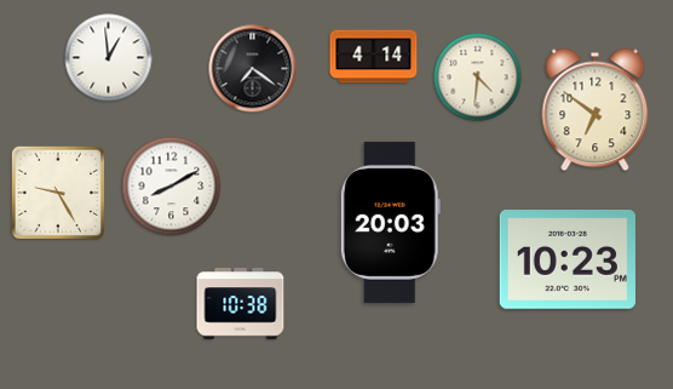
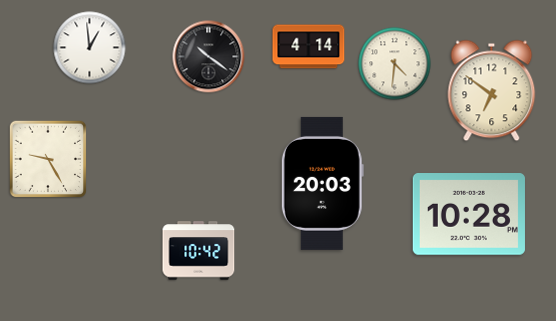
clock at (253, 69): 7:21 -> 10:21
clock at (172, 187): 8:10 -> none
clock at (568, 261): 10:23 -> 10:28
clock at (241, 304): 10:38 -> 10:42
